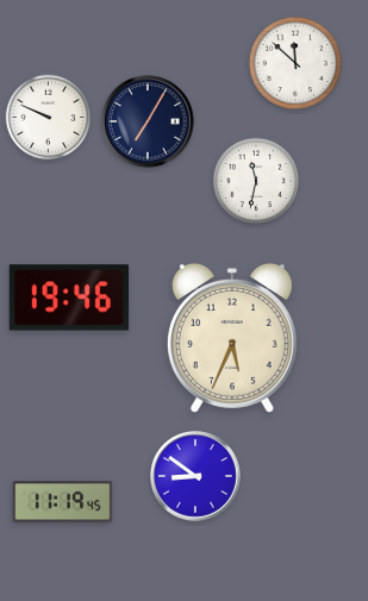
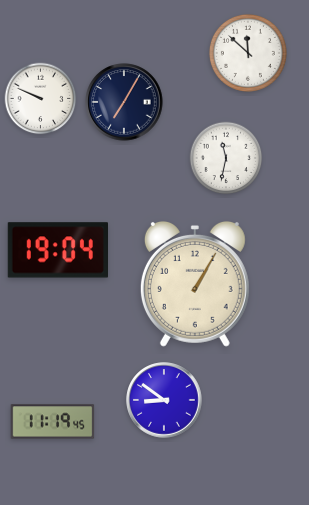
clock at (256, 181) position: (256, 181) -> (226, 158)
clock at (68, 298): 19:46 -> 19:04
clock at (232, 338): 5:34 -> 1:05
